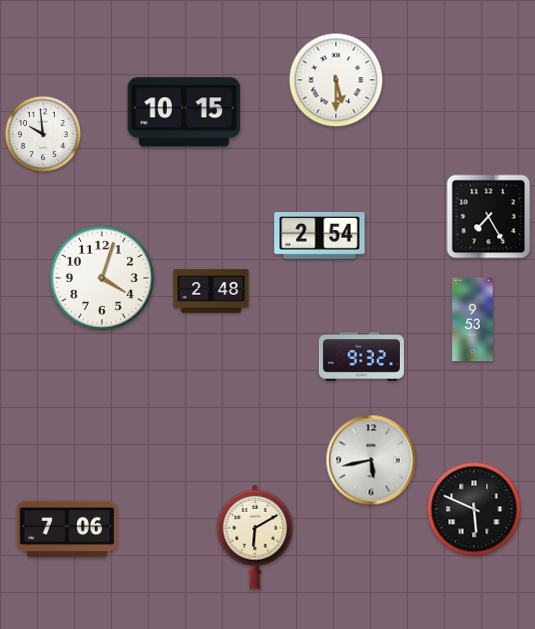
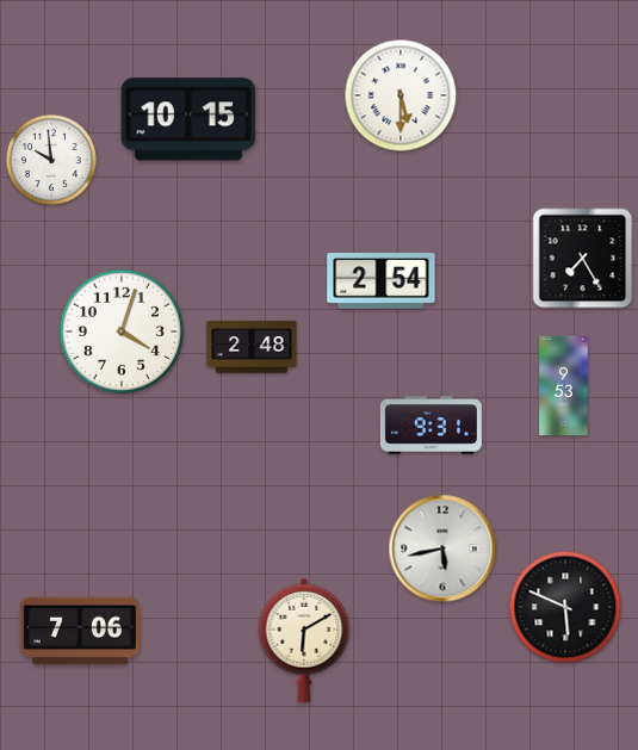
clock at (184, 112) position: (184, 112) -> (188, 119)
clock at (473, 320) position: (473, 320) -> (564, 386)
clock at (361, 357): 9:32 -> 9:31
